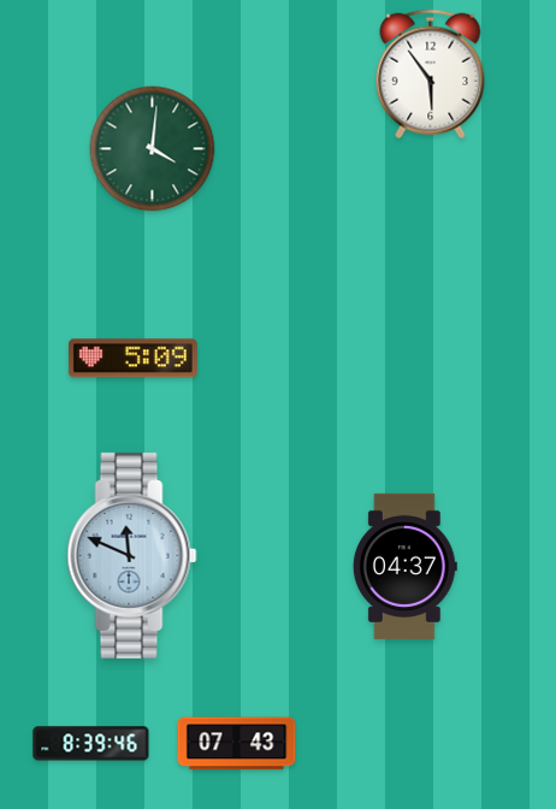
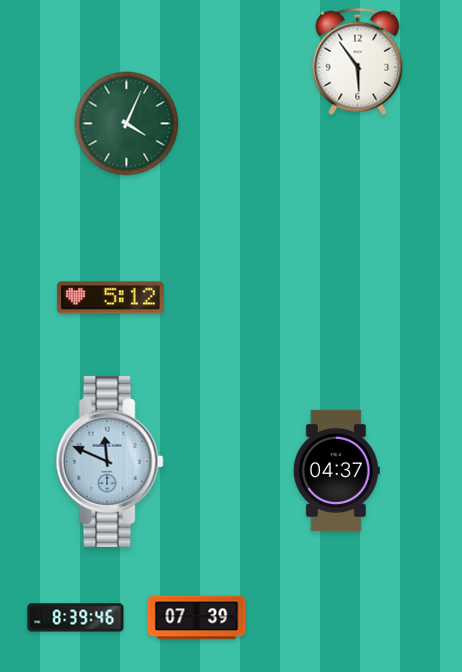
clock at (153, 149): 4:01 -> 4:04
clock at (132, 359): 5:09 -> 5:12
clock at (237, 744): 07:43 -> 07:39
